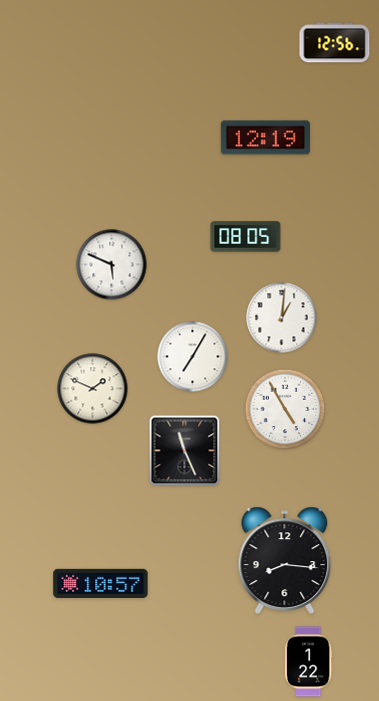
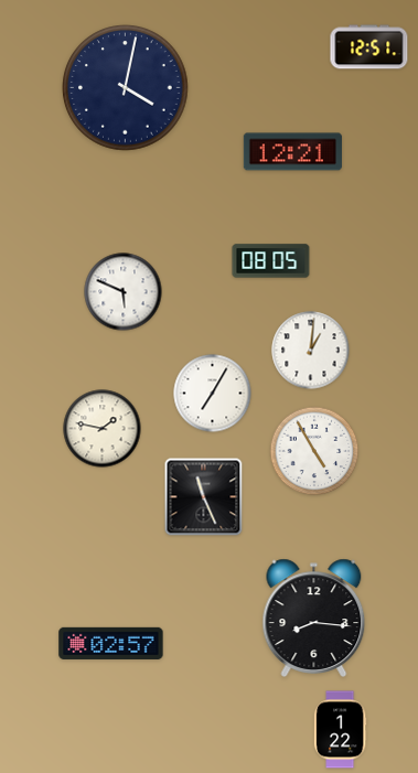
clock at (335, 43): 12:56 -> 12:51
clock at (126, 88): none -> 4:02
clock at (265, 138): 12:19 -> 12:21
clock at (93, 389): 1:49 -> 1:47
clock at (101, 583): 10:57 -> 02:57
